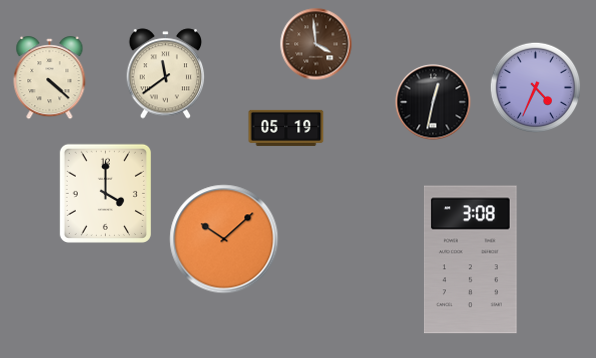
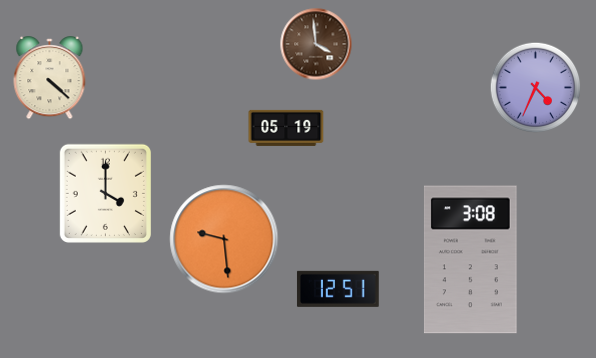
clock at (166, 74): 11:39 -> none
clock at (433, 102): 12:32 -> none
clock at (224, 239): 10:08 -> 9:29
clock at (338, 289): none -> 12:51
